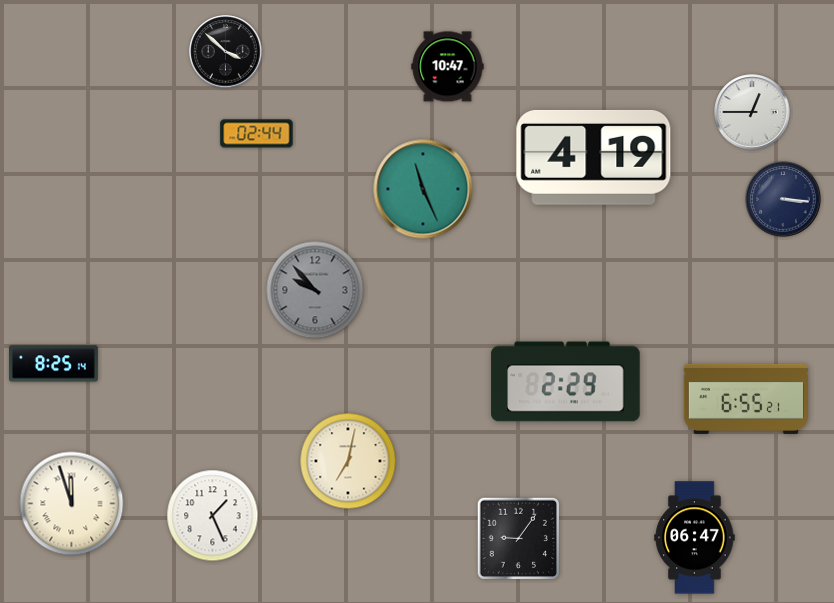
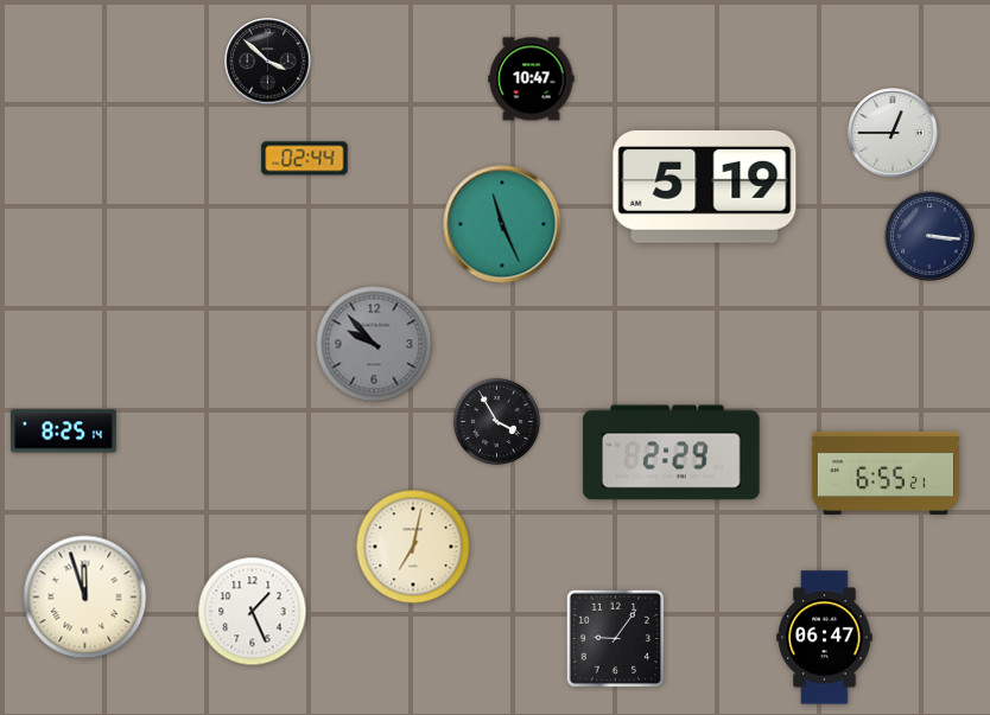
clock at (594, 158): 4:19 -> 5:19
clock at (496, 421): none -> 3:55
